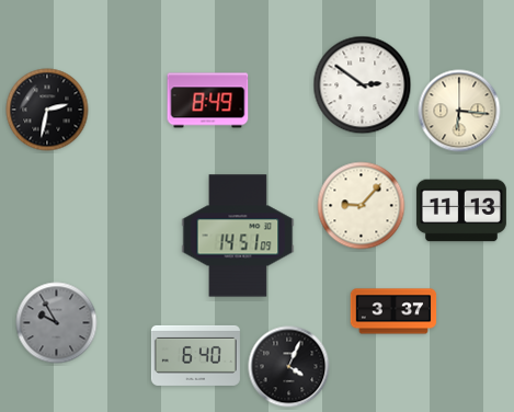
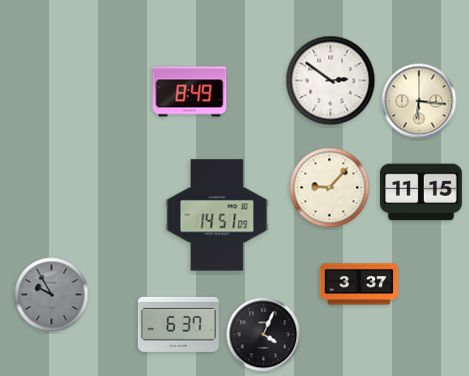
clock at (363, 85) position: (363, 85) -> (331, 81)
clock at (47, 110): 2:32 -> none
clock at (461, 210): 11:13 -> 11:15
clock at (195, 355): 6:40 -> 6:37
